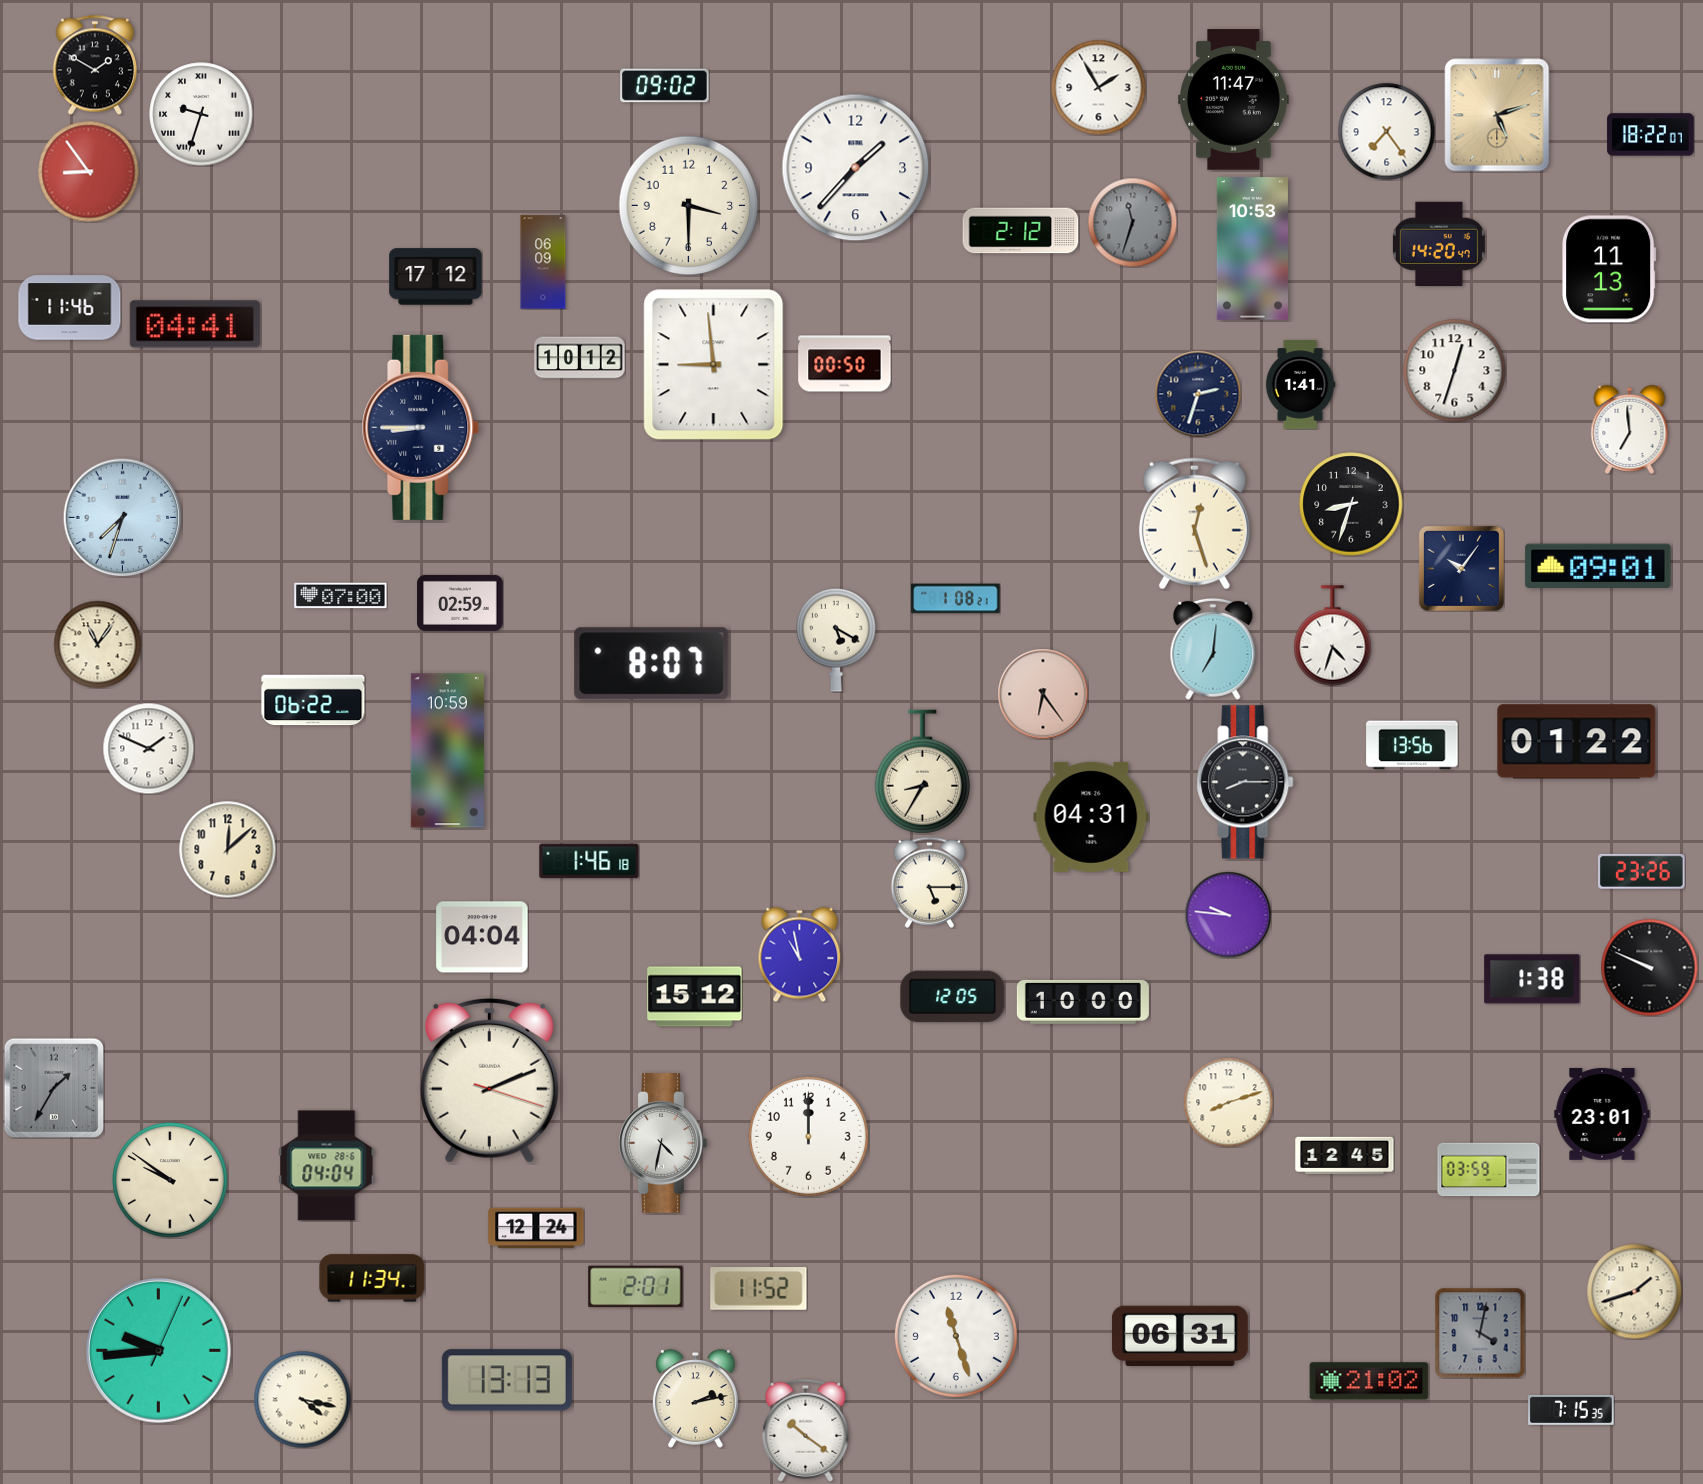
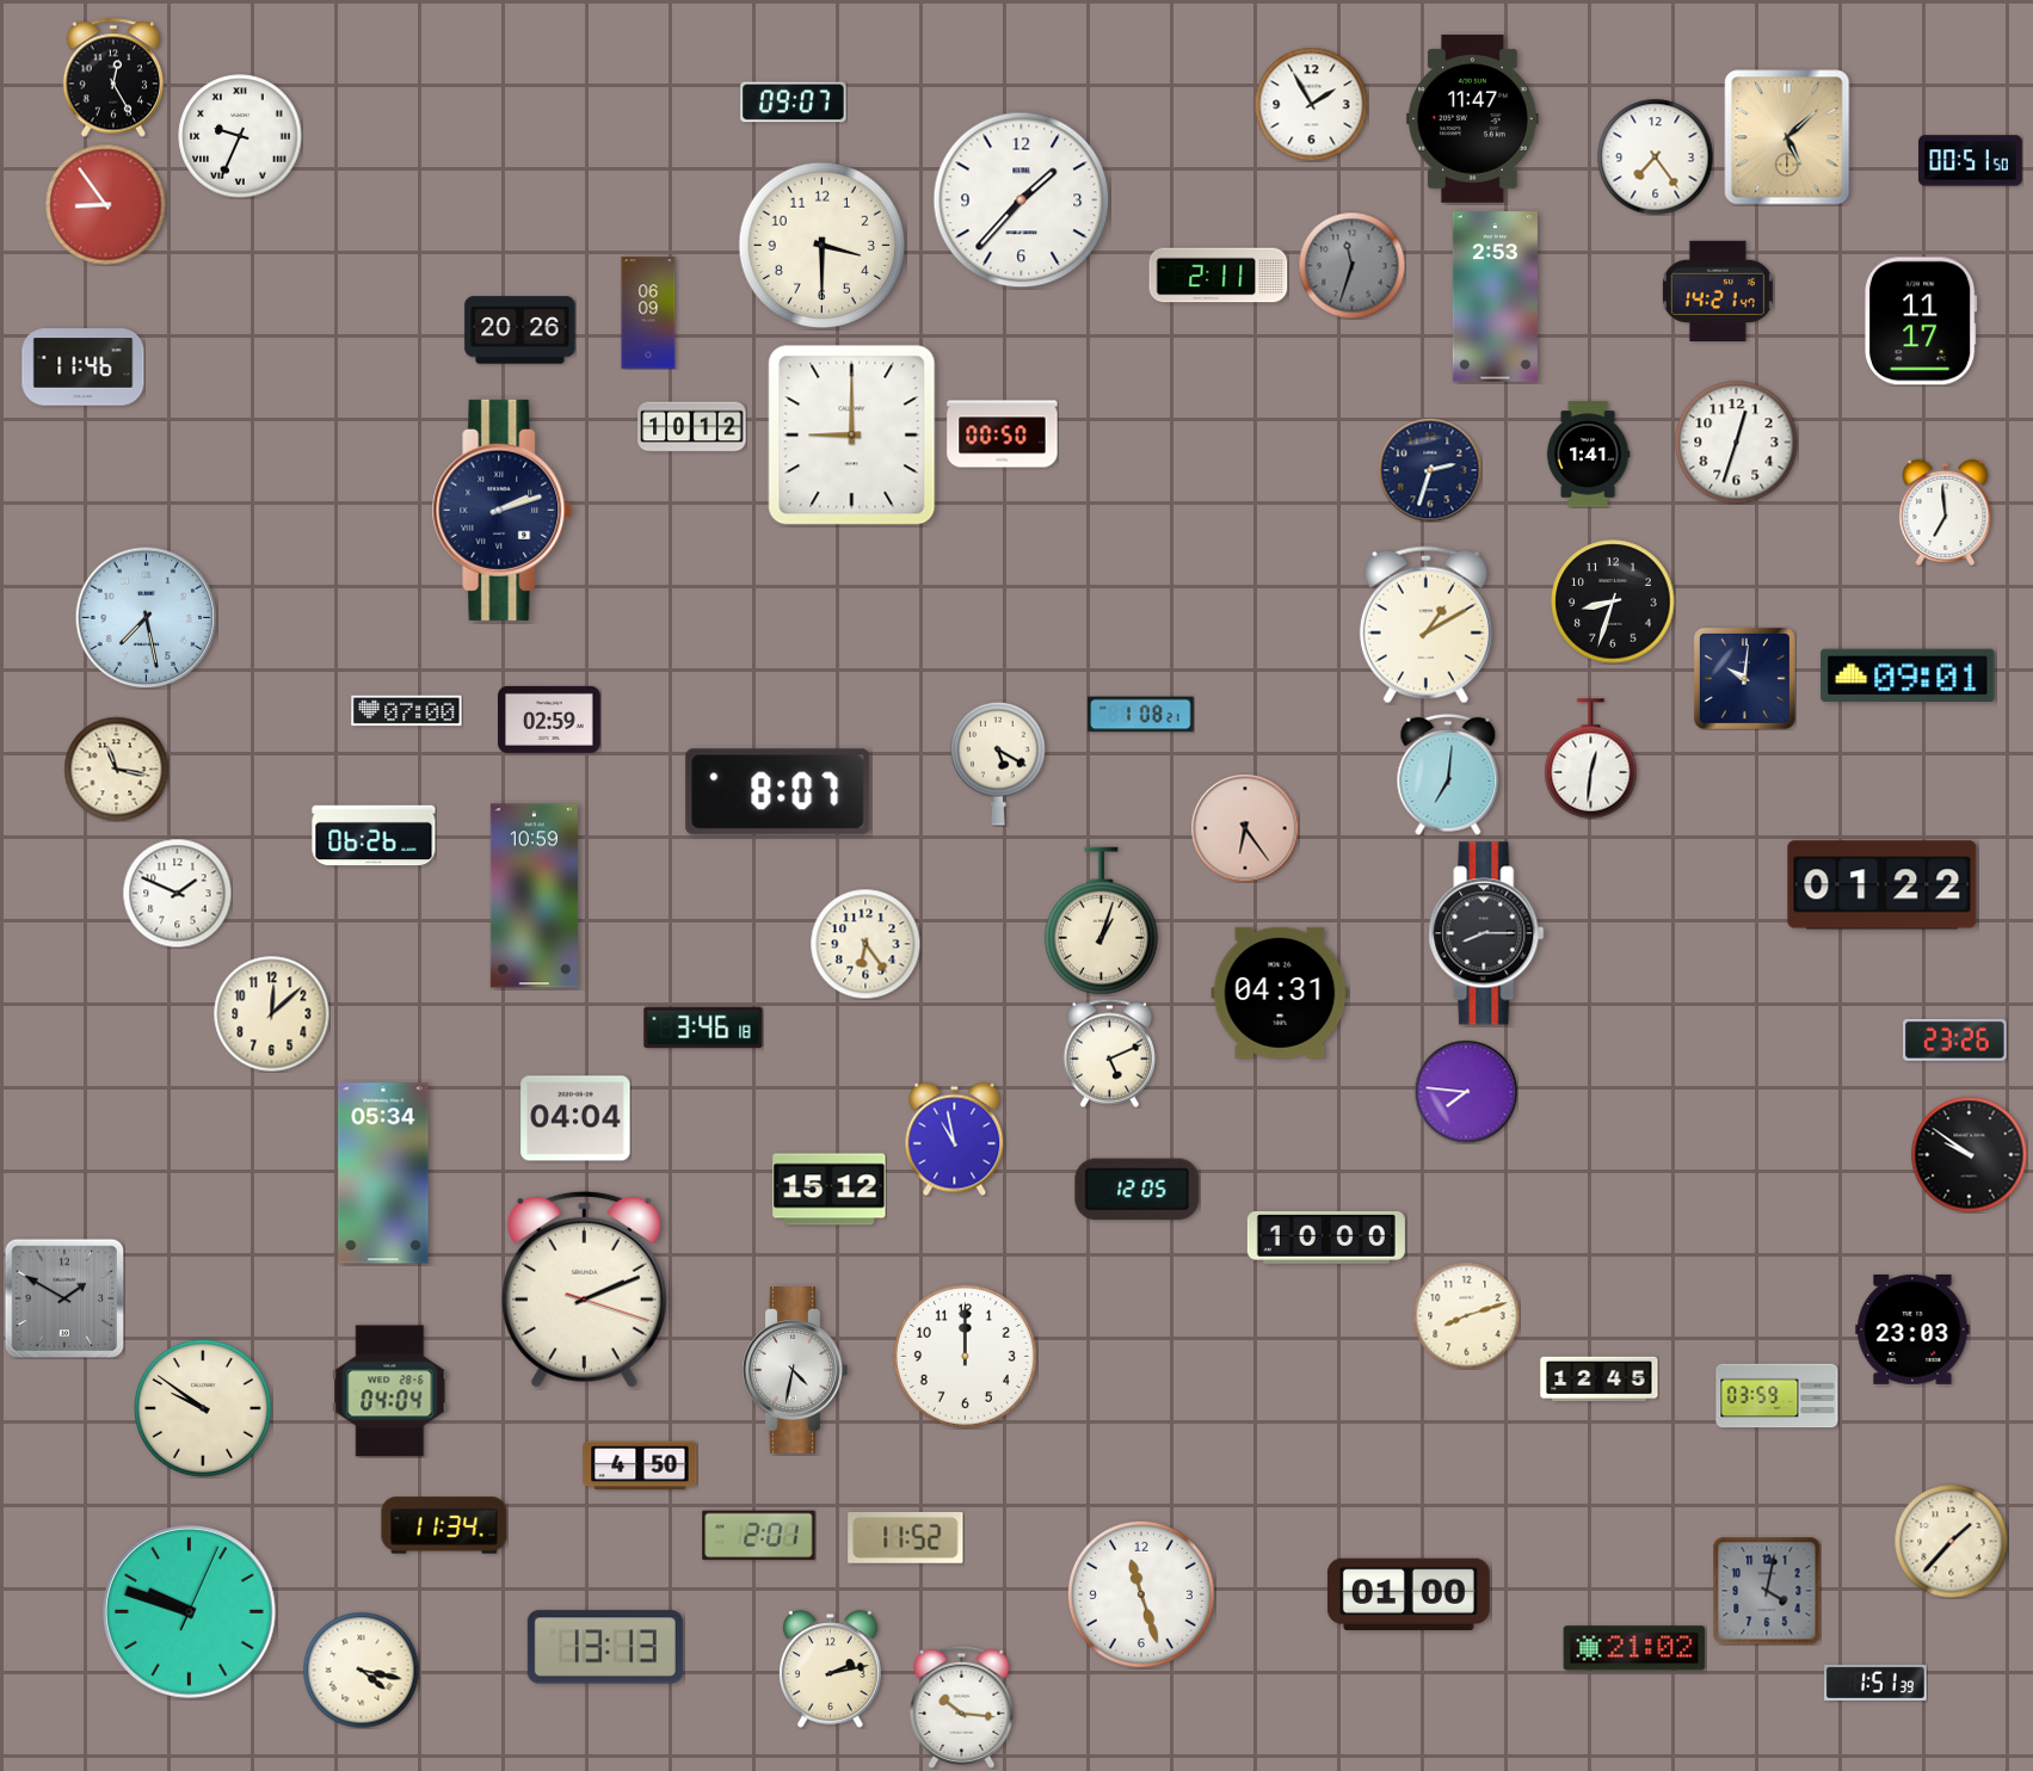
clock at (94, 65): 1:50 -> 12:25
clock at (665, 86): 09:02 -> 09:07
clock at (201, 114): 9:33 -> 9:34
clock at (1497, 115): 5:12 -> 5:08
clock at (1651, 135): 18:22 -> 00:51
clock at (1021, 231): 2:12 -> 2:11
clock at (1439, 244): 14:20 -> 14:21
clock at (1252, 249): 10:53 -> 2:53
clock at (1610, 269): 11:13 -> 11:17
clock at (436, 277): 17:12 -> 20:26
clock at (195, 324): 04:41 -> none
clock at (845, 364) position: (845, 364) -> (1003, 434)
clock at (714, 365): 8:59 -> 9:00
clock at (1300, 385) position: (1300, 385) -> (1588, 455)
clock at (421, 427): 8:45 -> 2:12
clock at (122, 517): 7:33 -> 7:28
clock at (1194, 524): 12:27 -> 1:10
clock at (1461, 568): 10:06 -> 10:01
clock at (1333, 636): 4:33 -> 12:31
clock at (97, 644): 11:06 -> 11:17
clock at (313, 700): 06:22 -> 06:26
clock at (1412, 745): 13:56 -> none
clock at (922, 772): 8:35 -> 1:03
clock at (865, 944): none -> 6:24
clock at (1091, 817) position: (1091, 817) -> (1280, 993)
clock at (589, 861): 1:46 -> 3:46
clock at (1642, 871) position: (1642, 871) -> (1955, 1039)
clock at (929, 882): 5:15 -> 5:11
clock at (1228, 915): 9:46 -> 7:46
clock at (1649, 967): 9:49 -> 9:51
clock at (1532, 979): 1:38 -> none
clock at (383, 1173): none -> 05:34
clock at (1083, 1002) position: (1083, 1002) -> (1326, 1238)
clock at (54, 1088): 1:35 -> 1:50
clock at (1602, 1114): 23:01 -> 23:03
clock at (663, 1143) position: (663, 1143) -> (795, 1370)
clock at (1345, 1156) position: (1345, 1156) -> (1600, 1380)
clock at (536, 1228): 12:24 -> 4:50
clock at (1634, 1291): 1:42 -> 1:37
clock at (1180, 1335): 06:31 -> 01:00
clock at (158, 1350): 9:44 -> 9:48
clock at (1571, 1410): 7:15 -> 1:51
clock at (806, 1430): 10:21 -> 10:16
